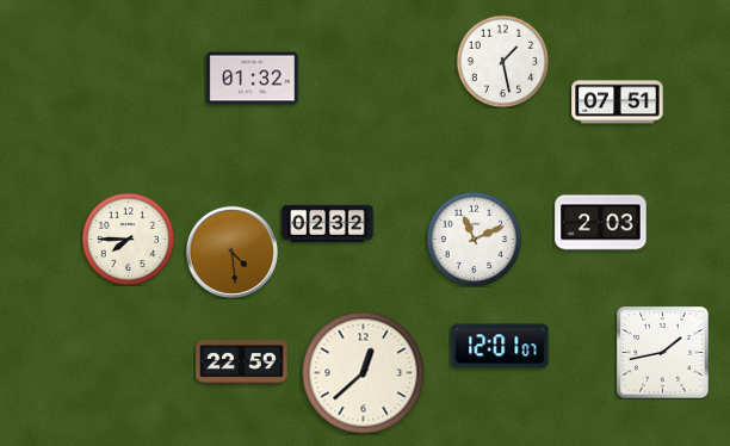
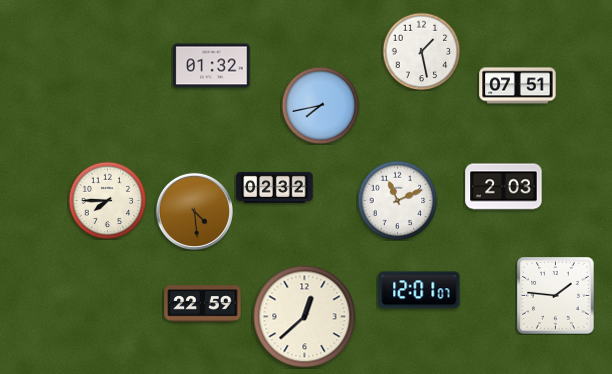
clock at (320, 105): none -> 7:43
clock at (663, 353): 1:43 -> 1:46
clock at (364, 373) position: (364, 373) -> (305, 317)
